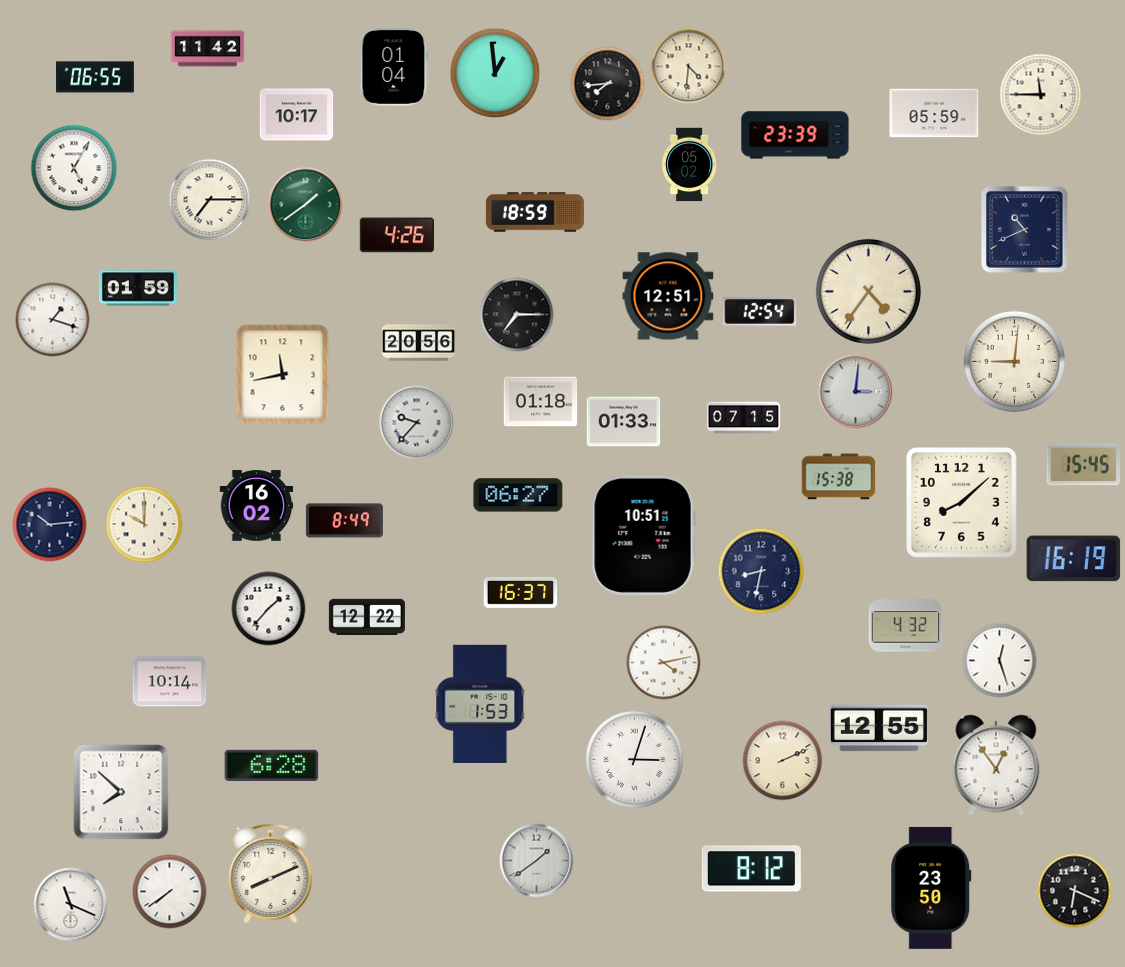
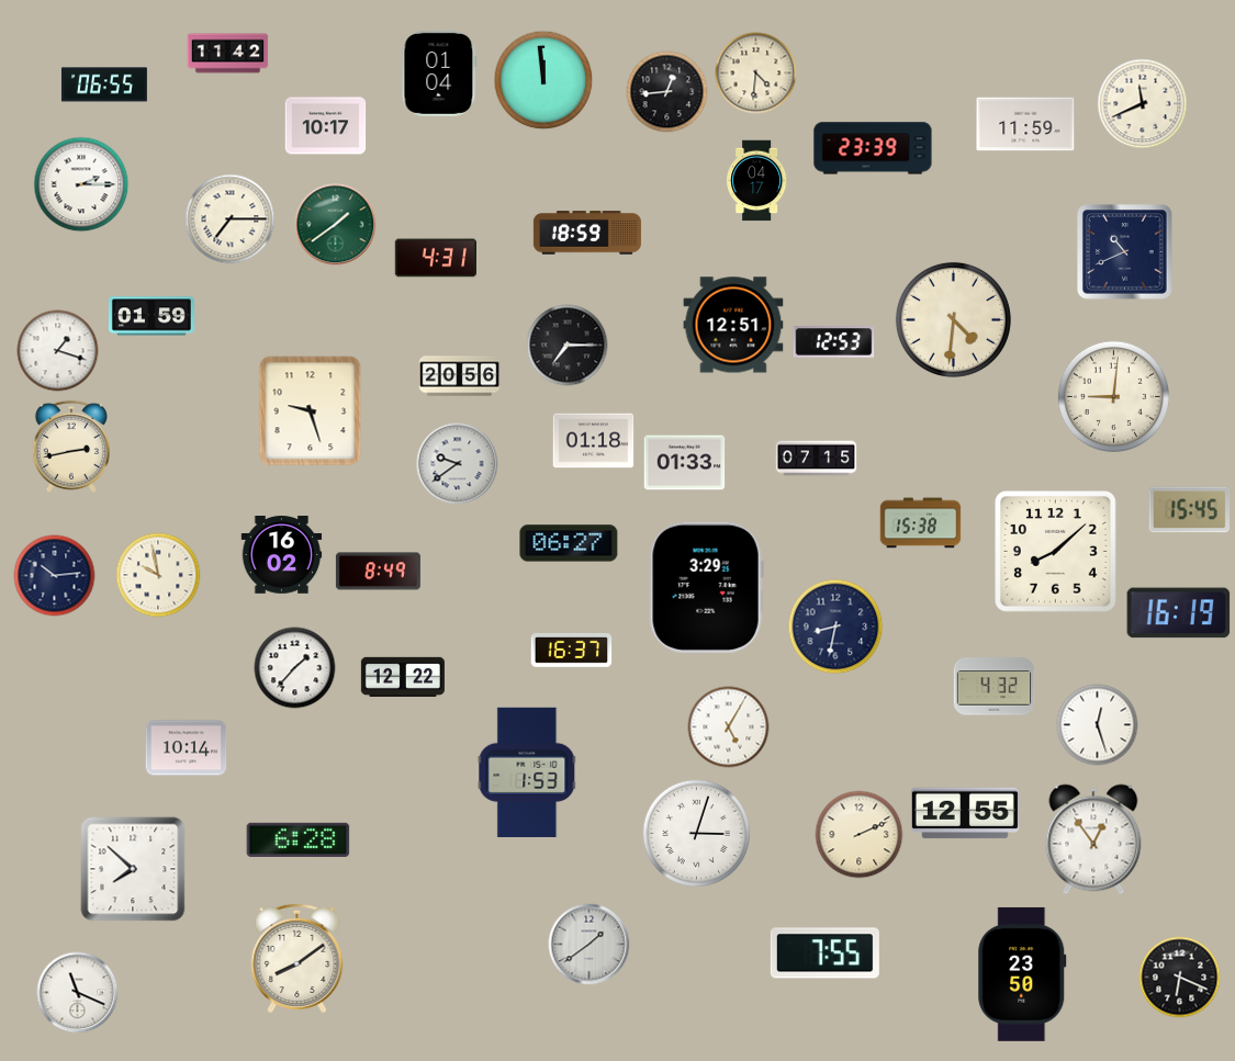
clock at (394, 67) position: (394, 67) -> (439, 74)
clock at (495, 73): 12:59 -> 11:59
clock at (608, 84): 7:44 -> 12:44
clock at (1041, 95): 11:45 -> 11:41
clock at (934, 113): 05:59 -> 11:59
clock at (690, 165): 05:02 -> 04:17
clock at (74, 168): 5:05 -> 2:15
clock at (396, 235): 4:26 -> 4:31
clock at (868, 291): 4:36 -> 4:31
clock at (760, 312): 12:54 -> 12:53
clock at (283, 375): 11:43 -> 9:27
clock at (856, 392): 3:01 -> none
clock at (71, 447): none -> 2:43
clock at (417, 423): 9:37 -> 9:39
clock at (144, 524): 10:00 -> 9:58
clock at (643, 535): 10:51 -> 3:29
clock at (664, 663): 4:13 -> 5:05
clock at (879, 728) position: (879, 728) -> (965, 813)
clock at (751, 869): 8:12 -> 7:55
clock at (271, 873): 8:11 -> 8:09
clock at (170, 892): 7:39 -> none
